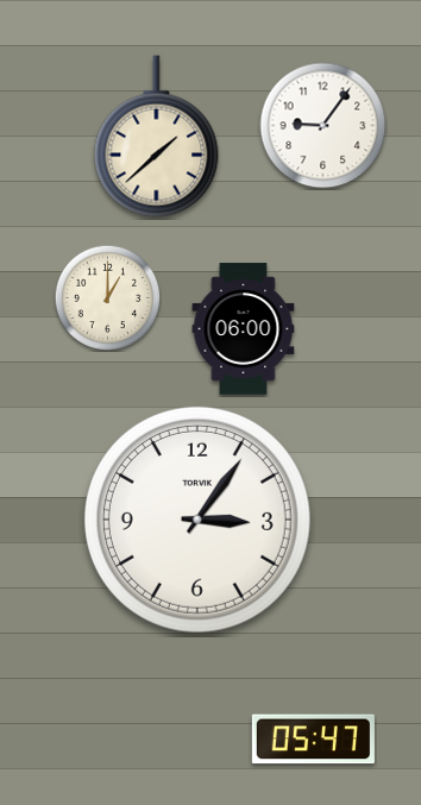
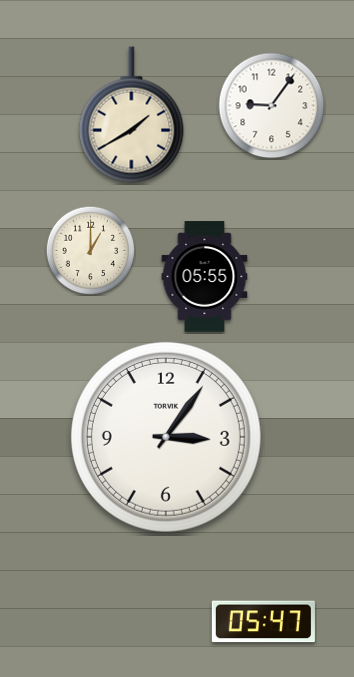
clock at (157, 137): 1:38 -> 1:40
clock at (244, 329): 06:00 -> 05:55
